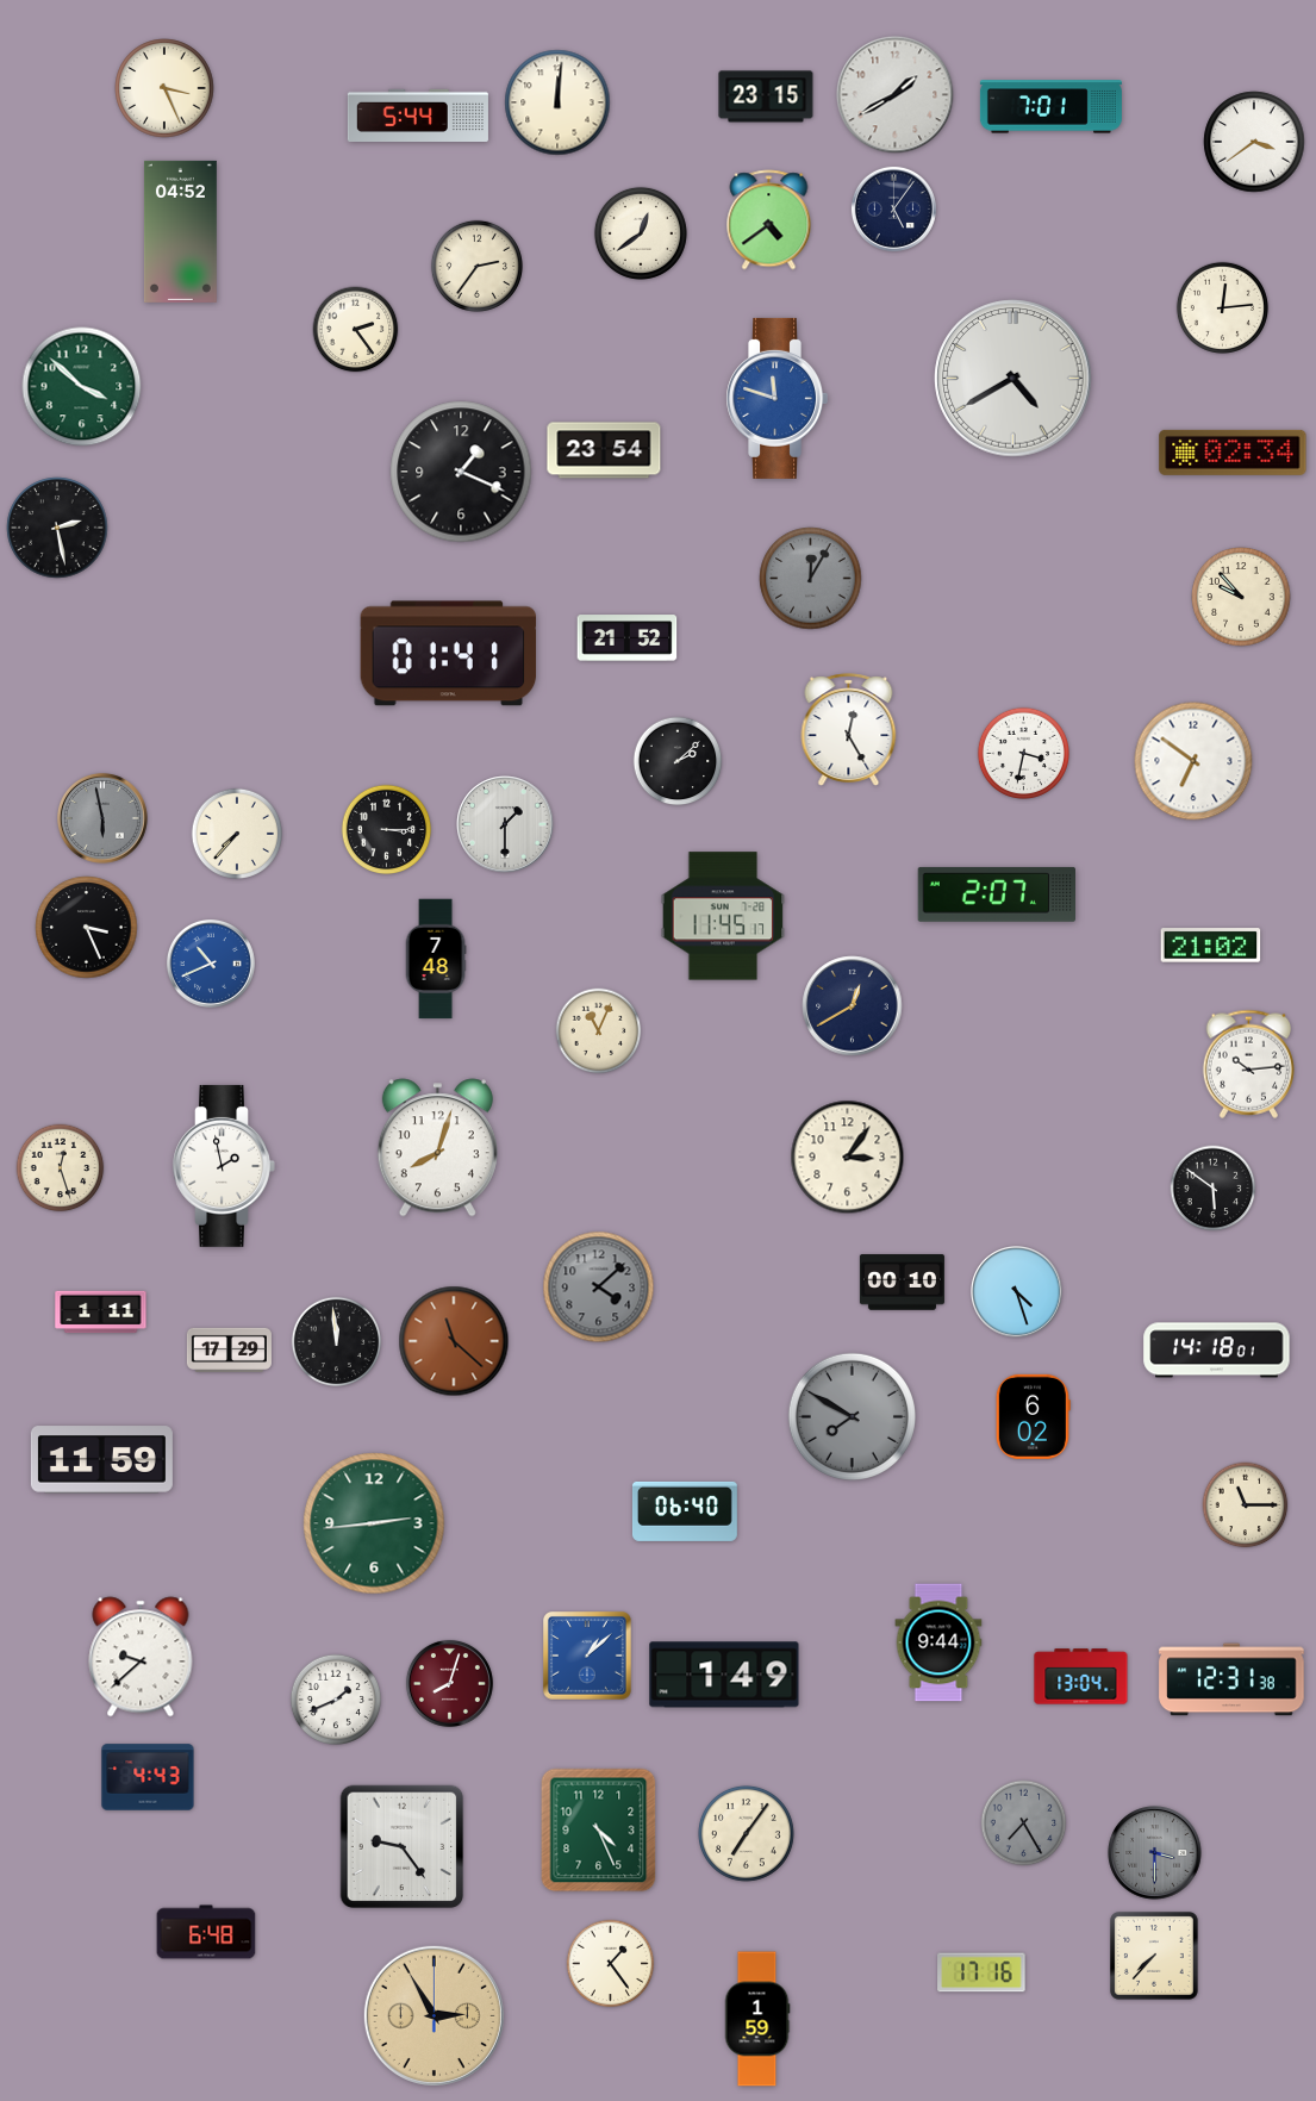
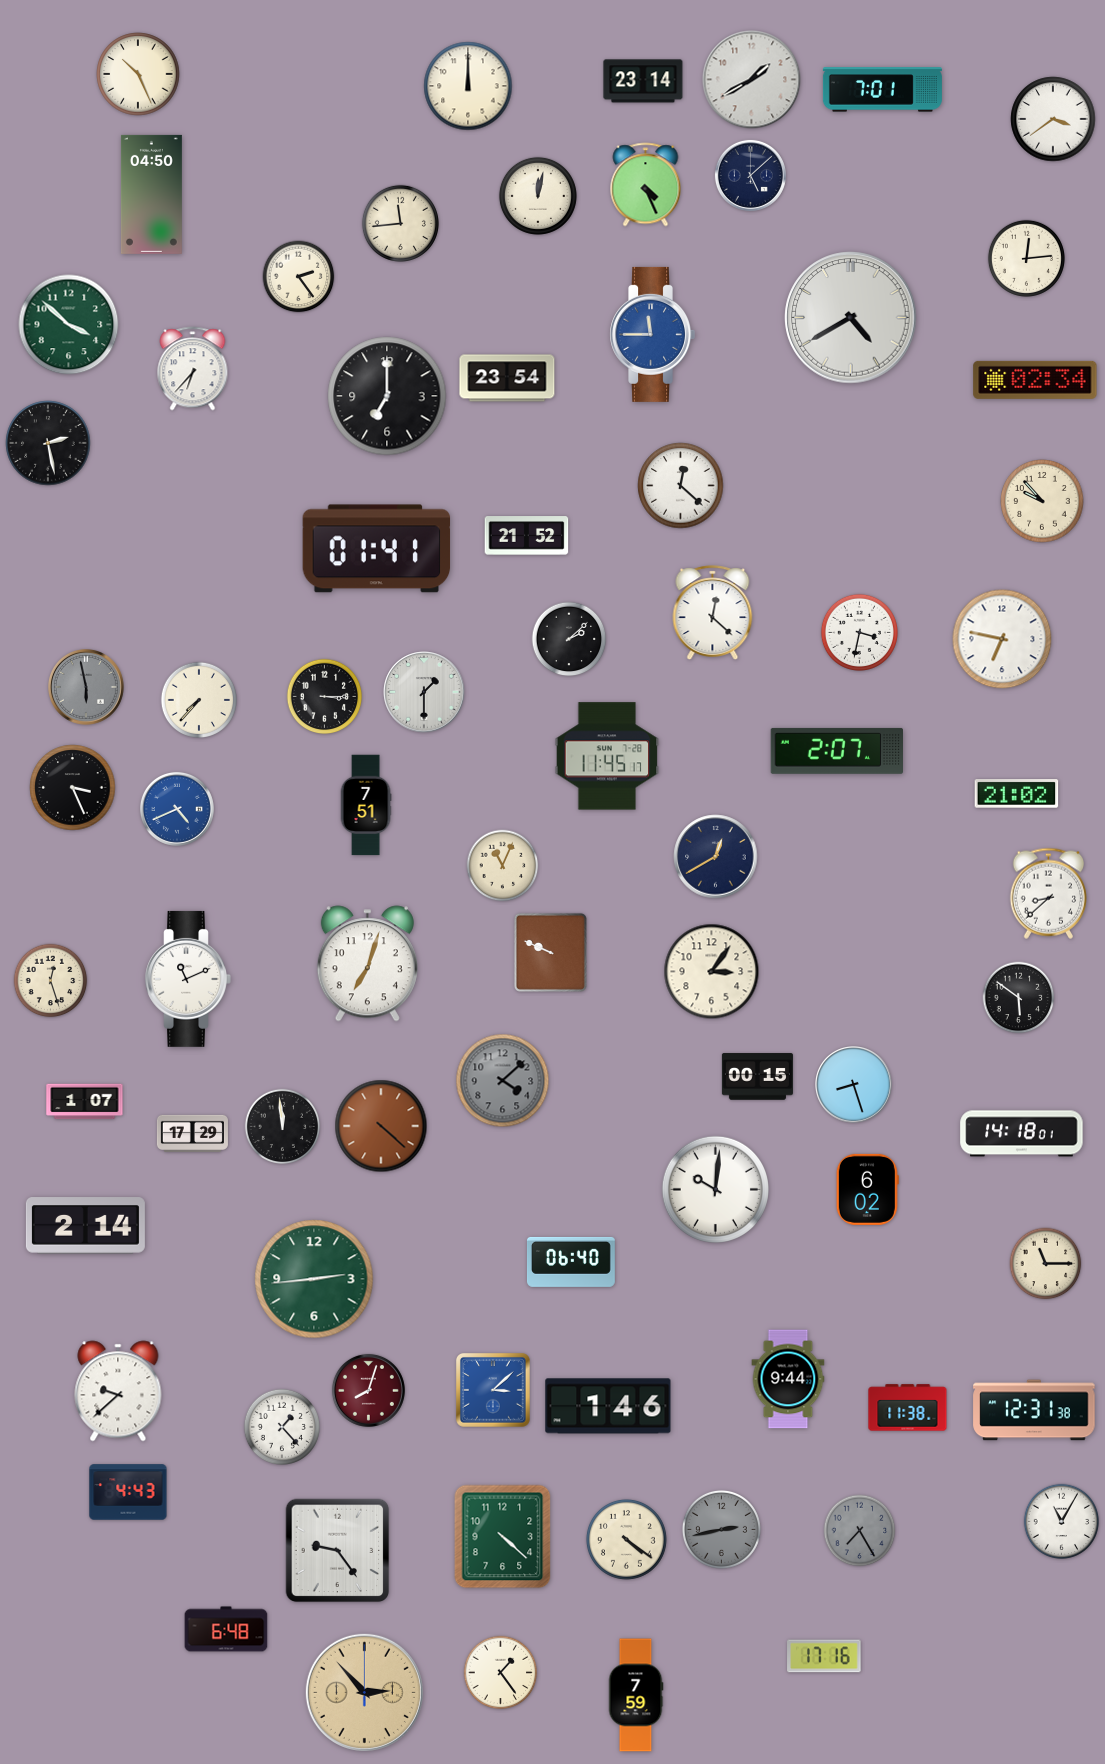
clock at (164, 88): 3:26 -> 10:26
clock at (766, 96): 23:15 -> 23:14
clock at (557, 102): 12:01 -> 12:00
clock at (418, 114): 5:44 -> none
clock at (893, 208): 5:06 -> 5:08
clock at (769, 220): 4:39 -> 4:26
clock at (180, 231): 04:52 -> 04:50
clock at (641, 233): 12:39 -> 12:02
clock at (476, 266): 2:36 -> 11:44
clock at (776, 398): 11:48 -> 11:45
clock at (193, 369): none -> 6:37
clock at (461, 472): 1:19 -> 7:00
clock at (811, 579): 12:05 -> 12:22
clock at (811, 579) dial: grey -> white
clock at (849, 730): 12:25 -> 12:22
clock at (1193, 761): 6:51 -> 6:47
clock at (723, 916) position: (723, 916) -> (607, 756)
clock at (87, 928) position: (87, 928) -> (73, 788)
clock at (436, 959): 7:48 -> 7:51
clock at (211, 964): 10:41 -> 4:41
clock at (853, 1006) position: (853, 1006) -> (716, 857)
clock at (1248, 1064): 10:14 -> 8:38
clock at (550, 952): none -> 9:49
clock at (437, 1148): 8:03 -> 7:03
clock at (224, 1166): 1:58 -> 11:11
clock at (902, 1283): 00:10 -> 00:15
clock at (1017, 1292): 4:27 -> 8:27
clock at (101, 1313): 1:11 -> 1:07
clock at (454, 1341): 11:22 -> 4:22
clock at (852, 1416): 7:50 -> 10:01
clock at (852, 1416) dial: grey -> white
clock at (101, 1460): 11:59 -> 2:14
clock at (685, 1511) position: (685, 1511) -> (571, 1262)
clock at (587, 1656): 1:08 -> 3:08
clock at (724, 1675): 1:49 -> 1:46
clock at (1081, 1677): 13:04 -> 11:38
clock at (449, 1683) position: (449, 1683) -> (368, 1390)
clock at (335, 1698): 1:41 -> 1:23
clock at (148, 1777) position: (148, 1777) -> (128, 1492)
clock at (1062, 1522): none -> 11:05
clock at (721, 1529): none -> 2:43
clock at (599, 1831): 4:26 -> 4:22
clock at (746, 1833): 7:06 -> 4:21
clock at (1155, 1853): 3:30 -> none
clock at (206, 1932) position: (206, 1932) -> (226, 1629)
clock at (1155, 1957): 7:37 -> none
clock at (611, 1964) position: (611, 1964) -> (501, 1673)
clock at (434, 2015): 2:55 -> 2:53
clock at (757, 2019): 1:59 -> 7:59
